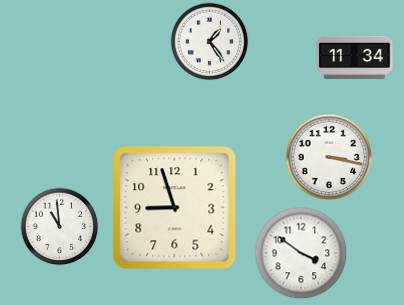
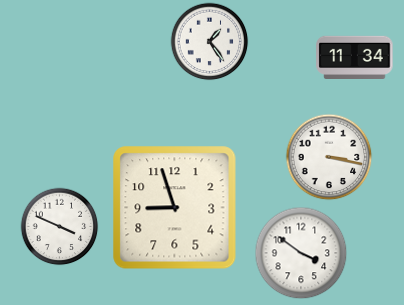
clock at (59, 226): 10:59 -> 3:49
